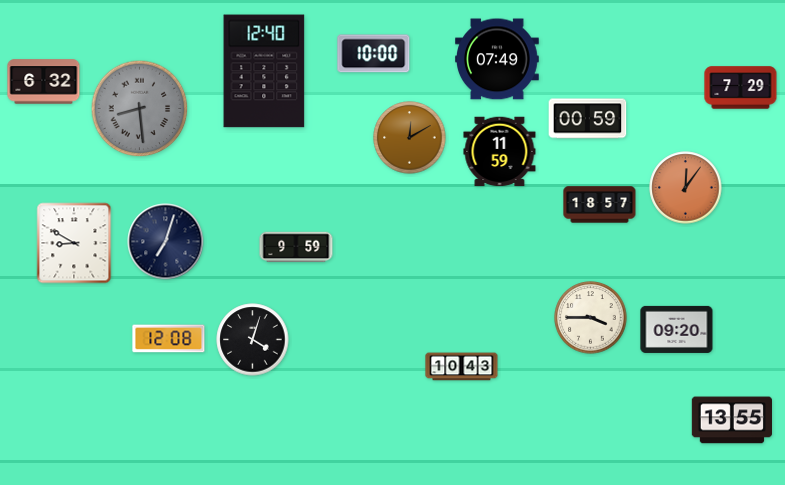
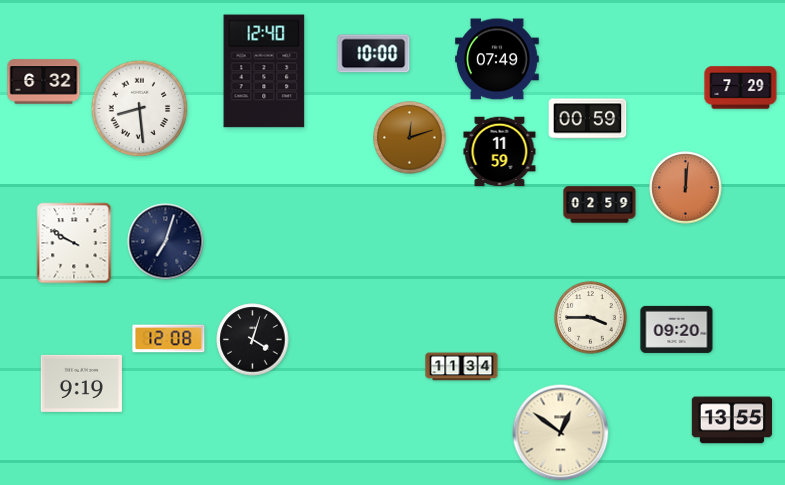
clock at (140, 109) dial: grey -> white
clock at (410, 138): 12:10 -> 12:12
clock at (686, 188): 12:06 -> 12:01
clock at (600, 205): 18:57 -> 02:59
clock at (74, 243): 8:50 -> 9:50
clock at (296, 247): 9:59 -> none
clock at (462, 367): 10:43 -> 11:34
clock at (81, 383): none -> 9:19
clock at (561, 433): none -> 12:51
